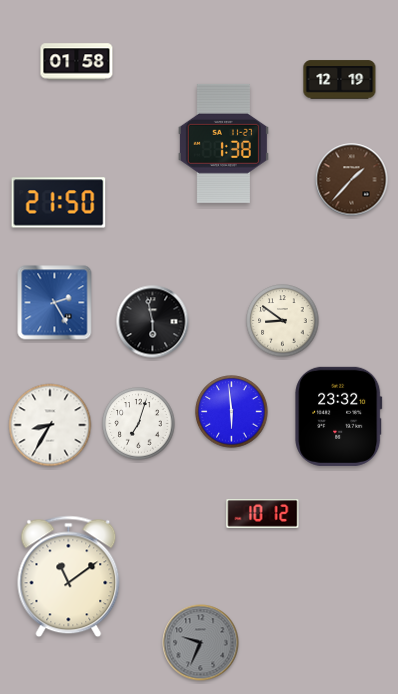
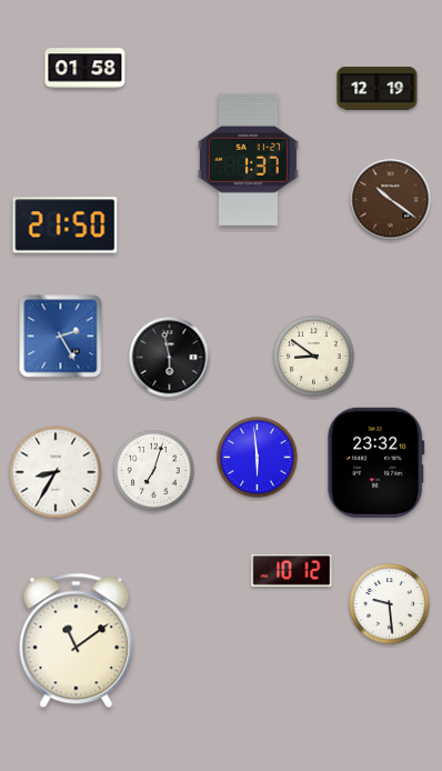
clock at (223, 143): 1:38 -> 1:37
clock at (352, 180): 1:37 -> 10:21
clock at (390, 604): none -> 9:29
clock at (201, 643): 9:34 -> none
